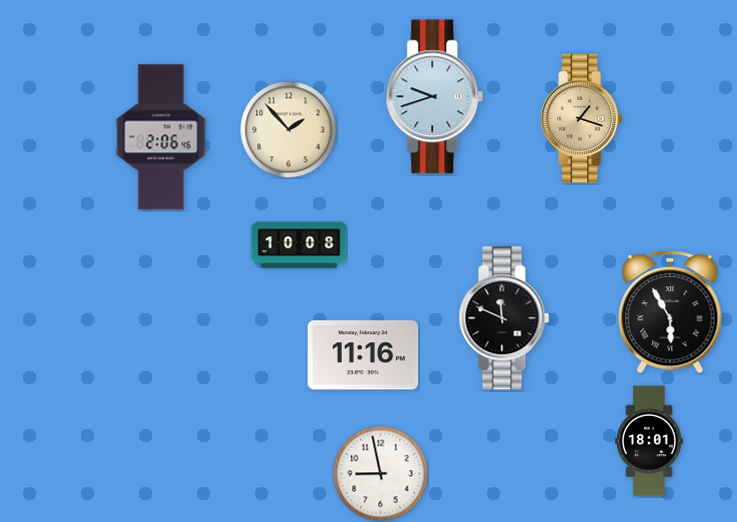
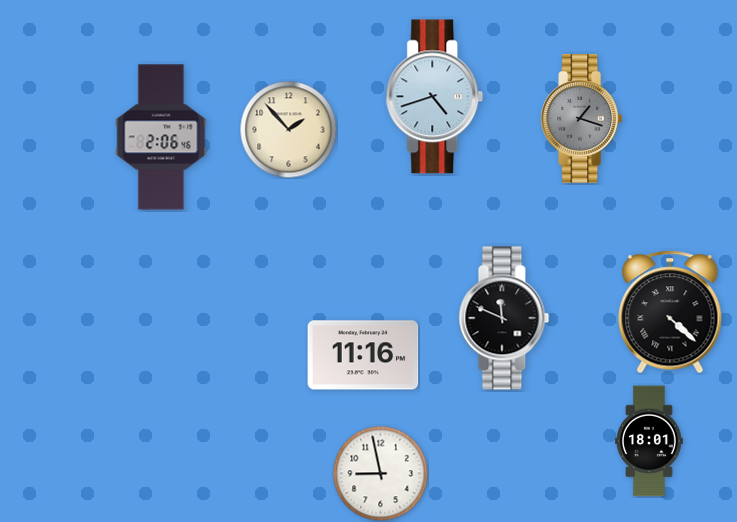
clock at (435, 97): 9:42 -> 4:42
clock at (582, 119) dial: champagne -> grey
clock at (299, 245): 10:08 -> none
clock at (670, 312): 5:55 -> 4:22
